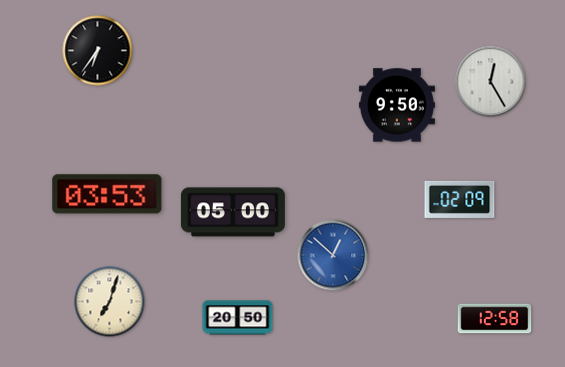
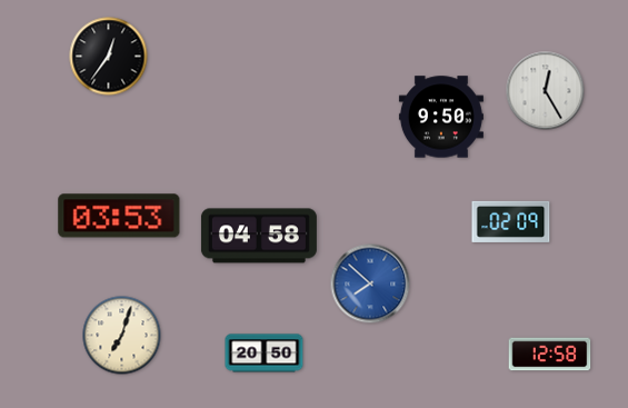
clock at (98, 51): 6:36 -> 12:36
clock at (233, 212): 05:00 -> 04:58
clock at (333, 255): 12:52 -> 7:52
